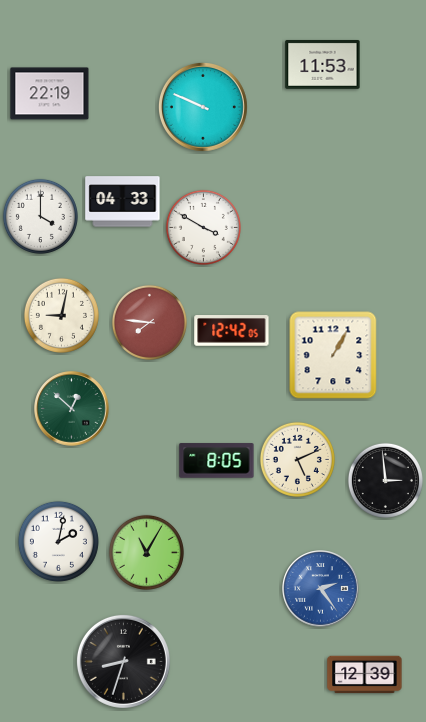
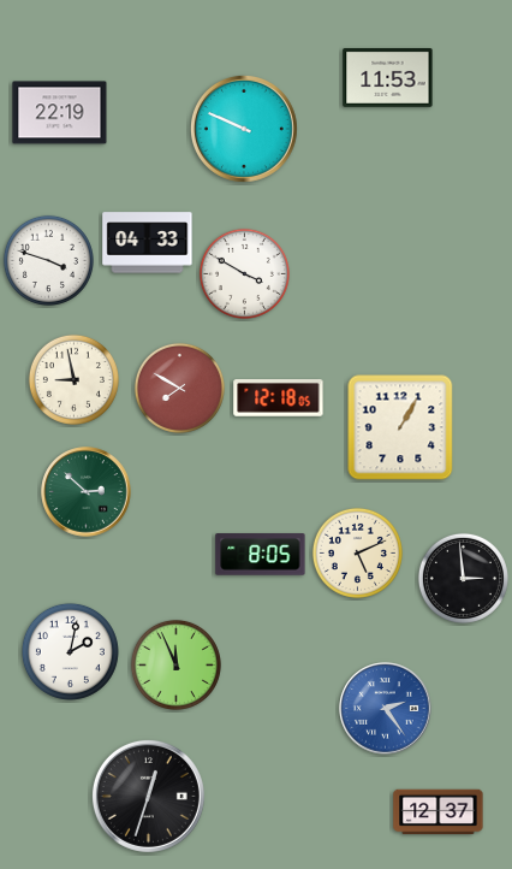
clock at (40, 216): 4:00 -> 3:48
clock at (61, 315): 9:02 -> 8:58
clock at (149, 322): 7:46 -> 7:50
clock at (232, 331): 12:42 -> 12:18
clock at (72, 409): 12:52 -> 2:52
clock at (146, 552): 11:05 -> 11:56
clock at (123, 661): 8:33 -> 12:33
clock at (365, 675): 12:39 -> 12:37
